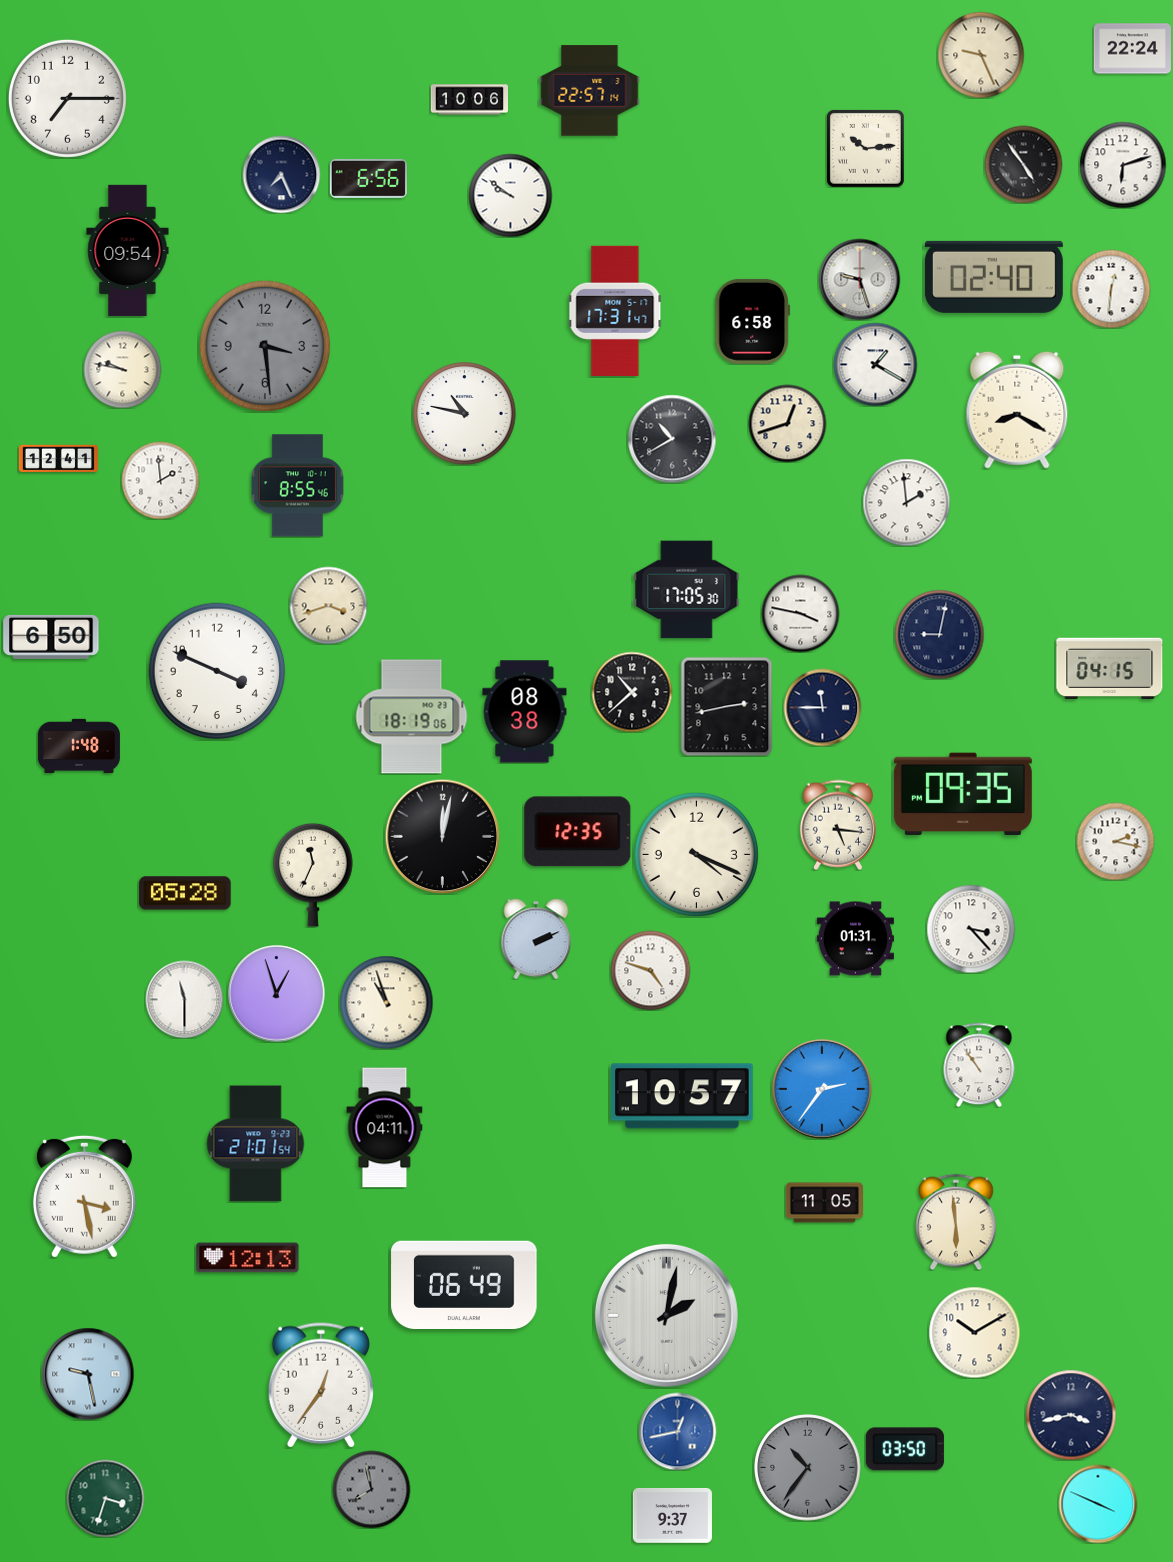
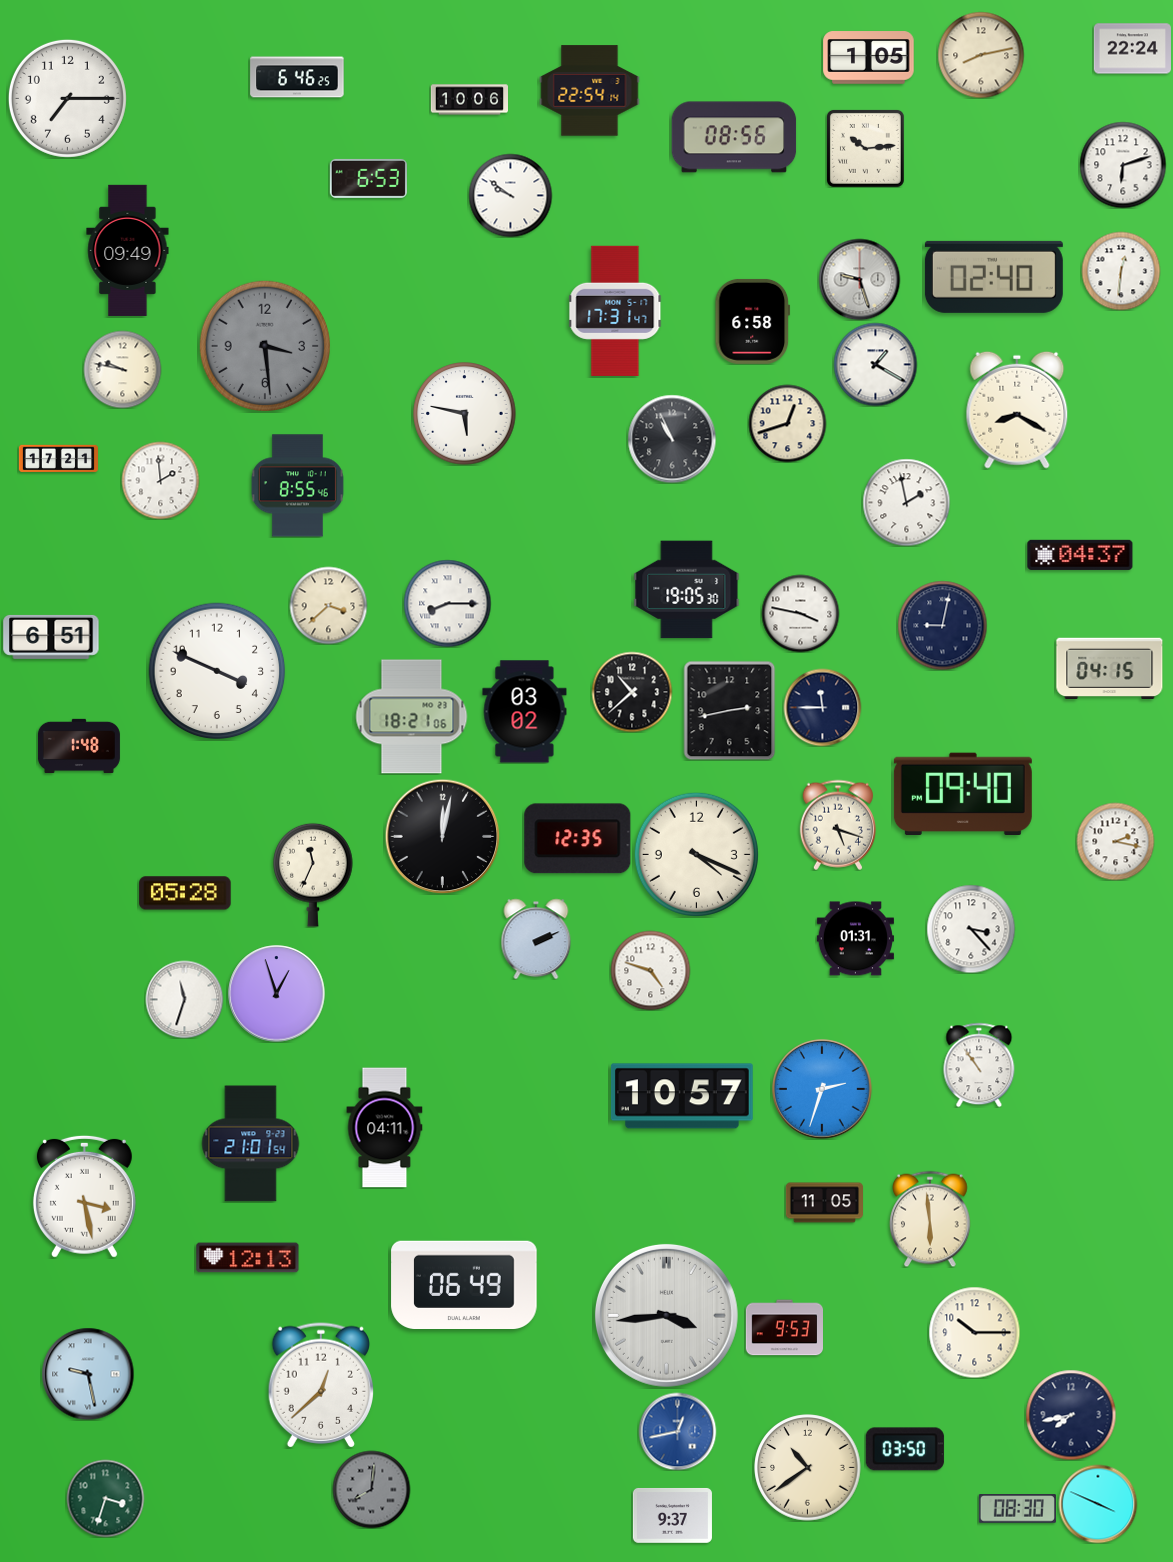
clock at (981, 55): 9:26 -> 8:13
clock at (869, 58): none -> 1:05
clock at (297, 77): none -> 6:46
clock at (590, 91): 22:57 -> 22:54
clock at (734, 137): none -> 08:56
clock at (1023, 164): 4:54 -> none
clock at (281, 174): 7:26 -> none
clock at (368, 178): 6:56 -> 6:53
clock at (128, 250): 09:54 -> 09:49
clock at (1111, 289) position: (1111, 289) -> (1121, 271)
clock at (465, 414): 10:47 -> 5:47
clock at (672, 439): 10:40 -> 10:56
clock at (58, 458): 12:41 -> 17:21
clock at (906, 502): 1:59 -> 1:58
clock at (1080, 555): none -> 04:37
clock at (687, 590): 17:05 -> 19:05
clock at (447, 603): none -> 8:15
clock at (328, 605): 3:42 -> 3:38
clock at (939, 634) position: (939, 634) -> (942, 625)
clock at (51, 637): 6:50 -> 6:51
clock at (727, 706) position: (727, 706) -> (730, 710)
clock at (525, 712): 08:38 -> 03:02
clock at (412, 717): 18:19 -> 18:21
clock at (963, 794): 09:35 -> 09:40
clock at (838, 825): 5:16 -> 5:18
clock at (578, 832) position: (578, 832) -> (578, 839)
clock at (184, 999): 11:30 -> 11:33
clock at (386, 1002): 10:57 -> none
clock at (822, 1090): 2:36 -> 2:33
clock at (256, 1144) position: (256, 1144) -> (251, 1144)
clock at (956, 1222) position: (956, 1222) -> (930, 1219)
clock at (666, 1315): 2:02 -> 3:44
clock at (784, 1328): none -> 9:53
clock at (974, 1332): 10:10 -> 10:15
clock at (320, 1385): 12:36 -> 12:38
clock at (1071, 1415): 3:43 -> 7:43
clock at (808, 1468): 10:36 -> 10:39
clock at (808, 1468) dial: grey -> cream
clock at (371, 1489): 7:58 -> 8:01
clock at (1017, 1509): none -> 08:30
